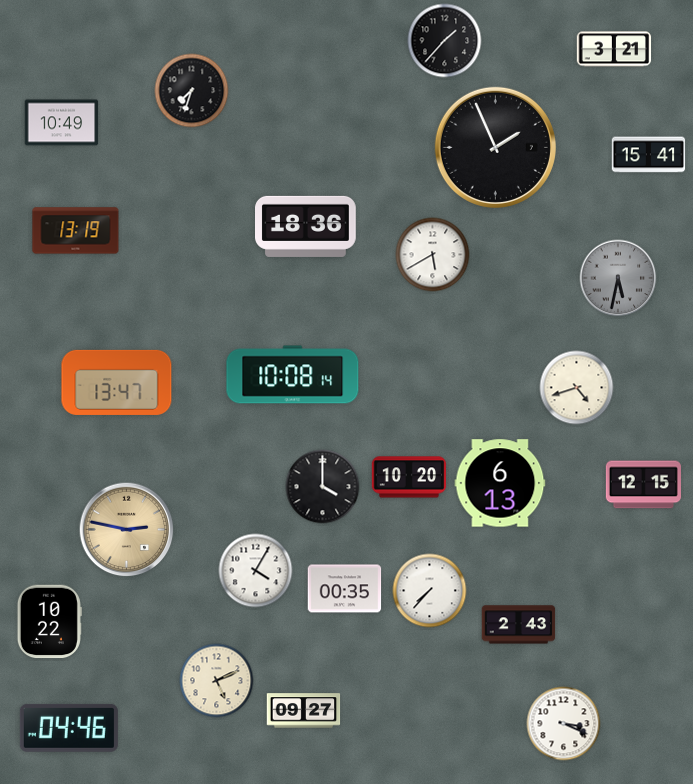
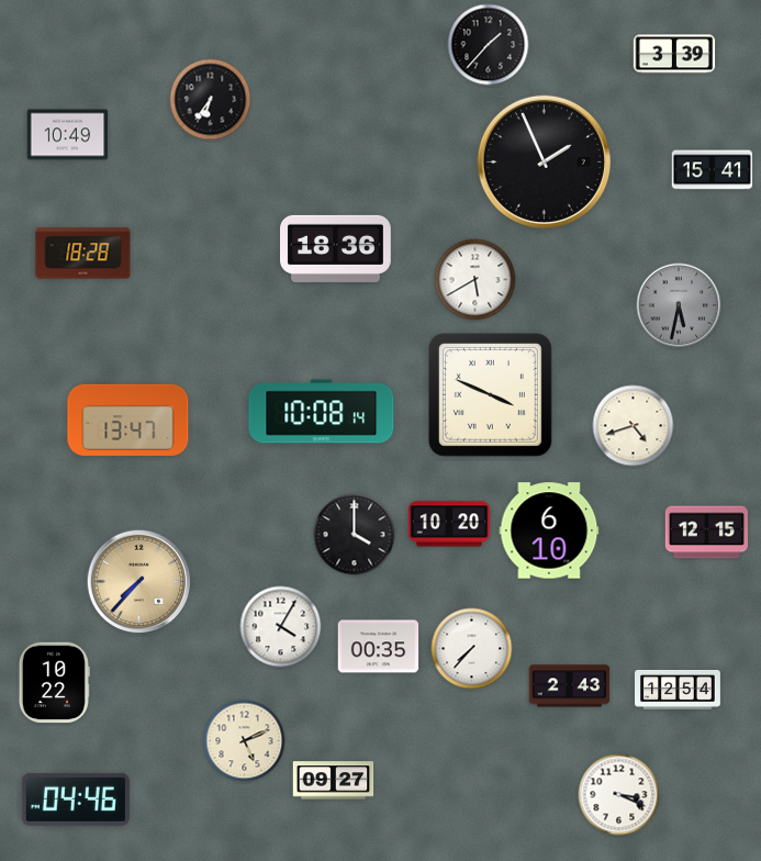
clock at (614, 49): 3:21 -> 3:39
clock at (192, 91): 7:33 -> 6:36
clock at (76, 231): 13:19 -> 18:28
clock at (490, 394): none -> 3:49
clock at (500, 483): 6:13 -> 6:10
clock at (127, 530): 2:47 -> 7:37
clock at (679, 691): none -> 12:54
clock at (217, 681) position: (217, 681) -> (245, 741)
